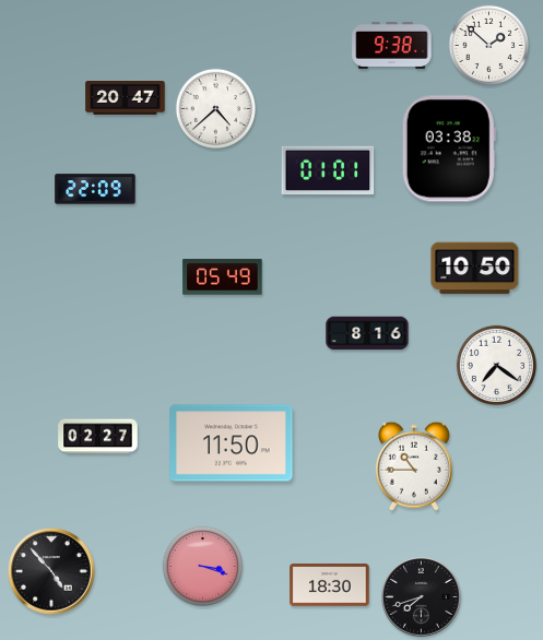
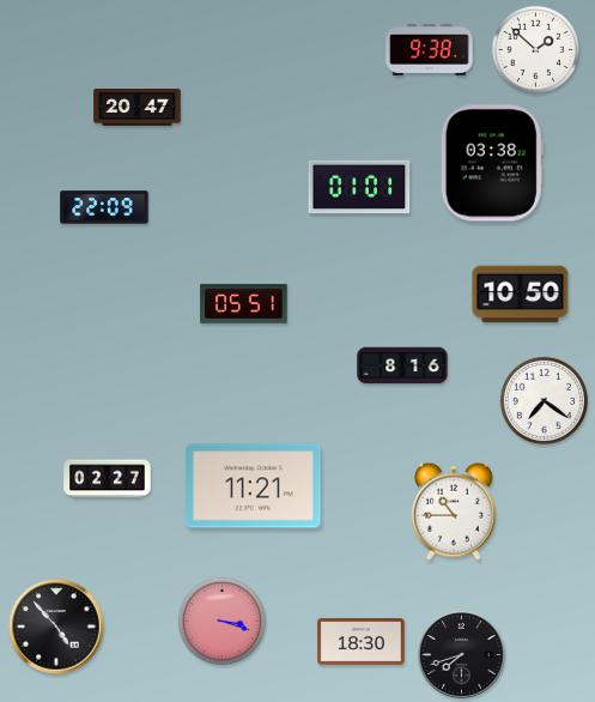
clock at (215, 108): 4:38 -> none
clock at (223, 277): 05:49 -> 05:51
clock at (232, 443): 11:50 -> 11:21
